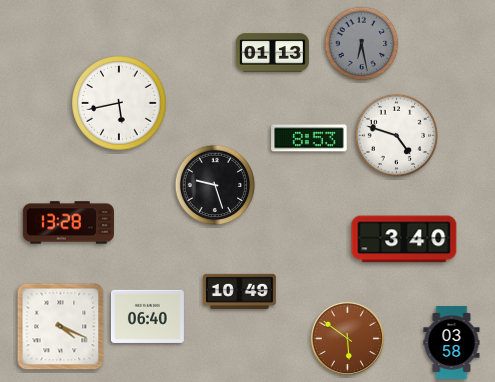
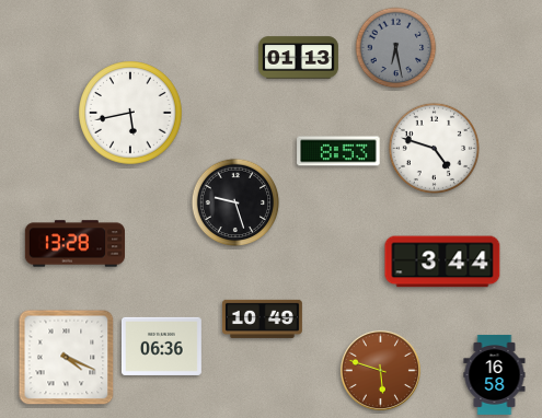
clock at (404, 239): 3:40 -> 3:44
clock at (147, 316): 06:40 -> 06:36
clock at (347, 338): 5:51 -> 5:48
clock at (452, 342): 03:58 -> 16:58
